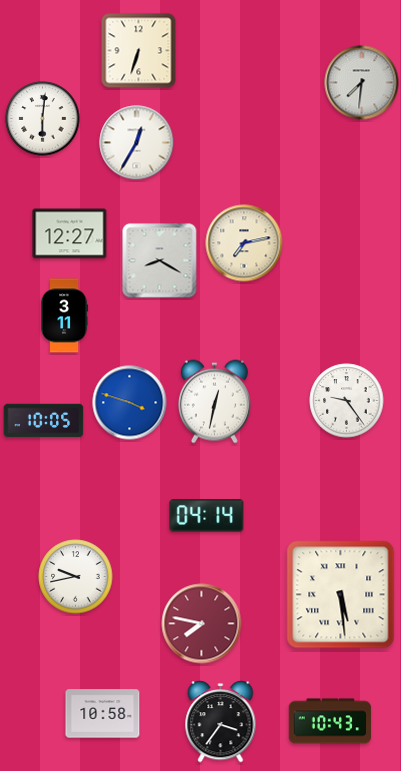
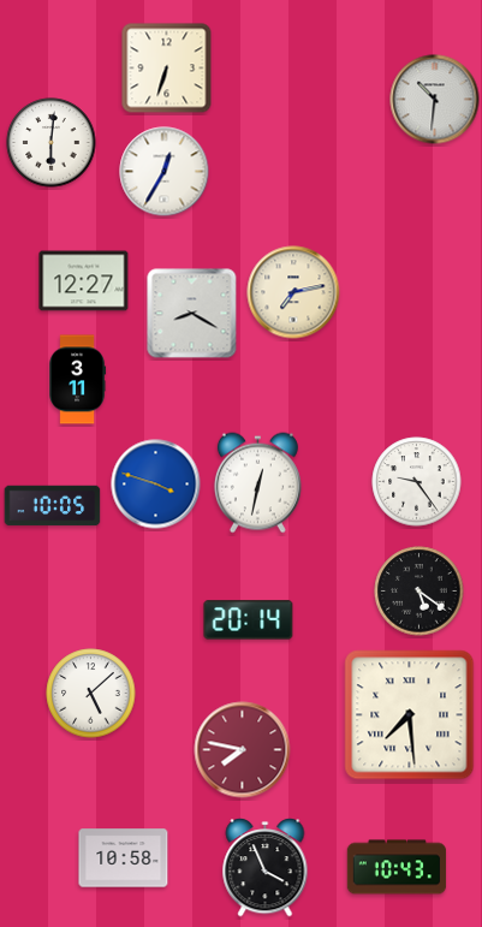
clock at (139, 51) position: (139, 51) -> (167, 69)
clock at (362, 83): 7:31 -> 10:31
clock at (419, 592): none -> 5:21
clock at (207, 516): 04:14 -> 20:14
clock at (76, 577): 9:43 -> 5:08
clock at (341, 595): 5:29 -> 7:29
clock at (221, 722): 3:36 -> 3:56
